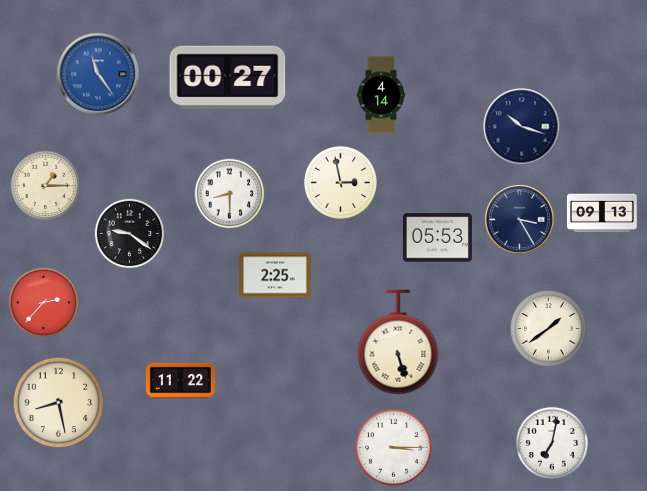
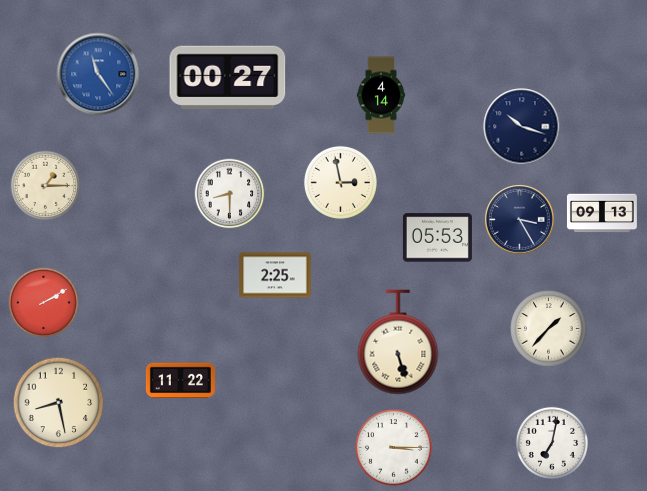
clock at (130, 234): 9:21 -> none
clock at (44, 303): 2:37 -> 2:10
clock at (549, 329): 1:39 -> 1:37
